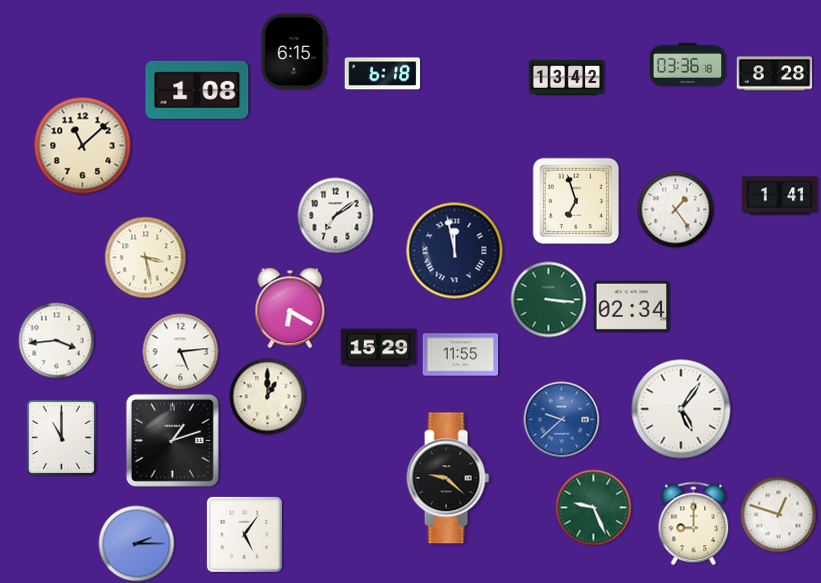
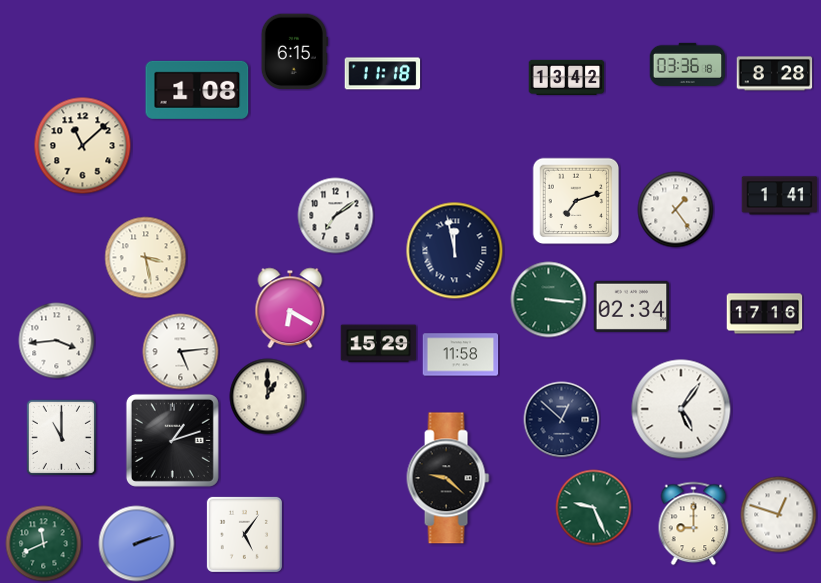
clock at (383, 74): 6:18 -> 11:18
clock at (576, 201): 6:57 -> 7:12
clock at (765, 314): none -> 17:16
clock at (379, 348) position: (379, 348) -> (379, 344)
clock at (461, 355): 11:55 -> 11:58
clock at (562, 420): 9:38 -> 12:52
clock at (562, 420) dial: blue -> navy
clock at (44, 544): none -> 11:41
clock at (137, 544): 2:15 -> 2:12
